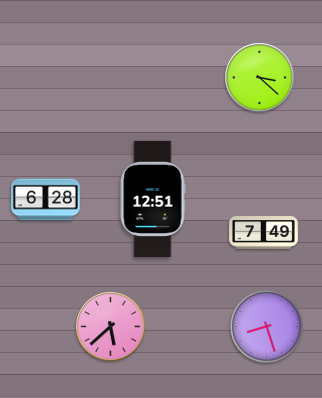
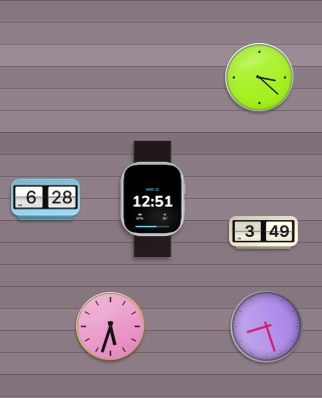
clock at (264, 233): 7:49 -> 3:49
clock at (111, 327): 5:38 -> 5:33
